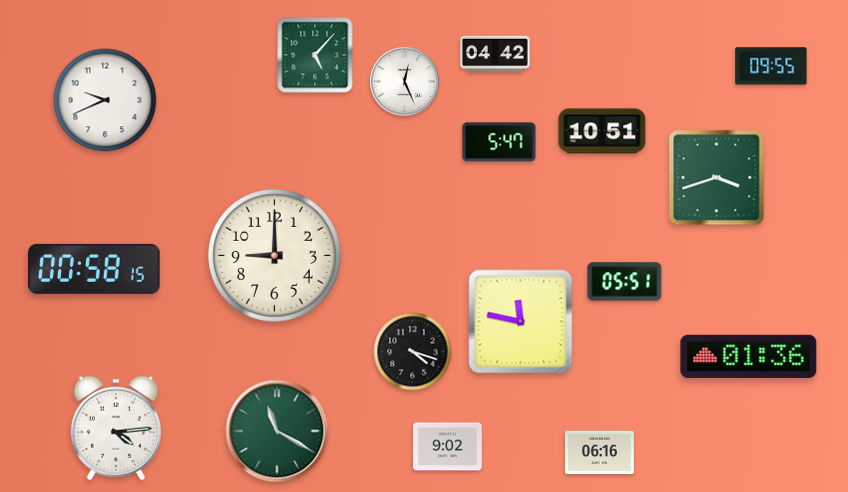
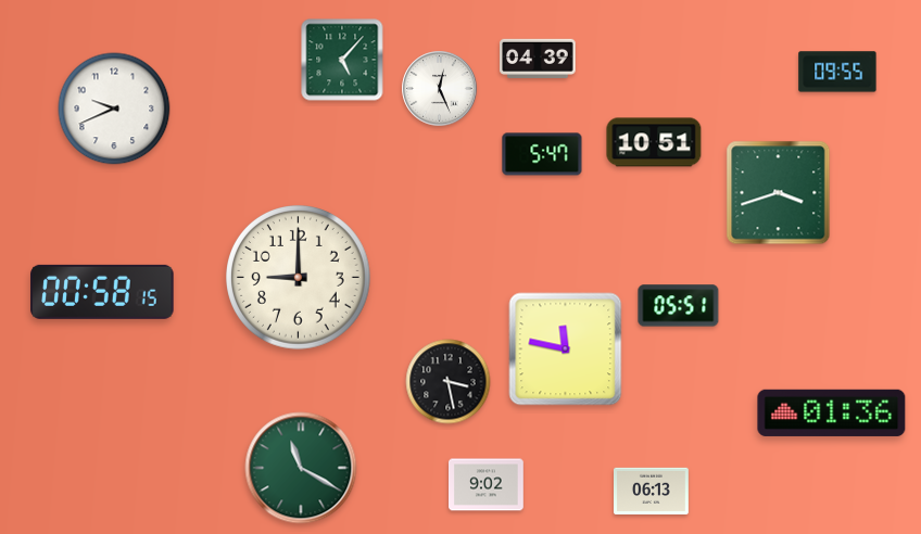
clock at (495, 53): 04:42 -> 04:39
clock at (413, 352): 4:18 -> 3:28
clock at (749, 356) position: (749, 356) -> (832, 412)
clock at (116, 428): 4:14 -> none
clock at (600, 452): 06:16 -> 06:13
